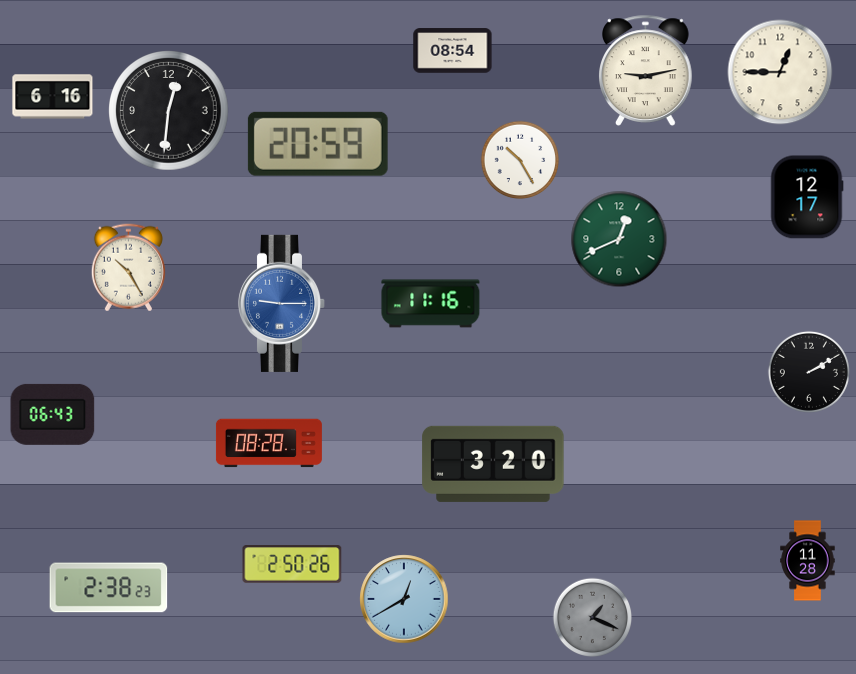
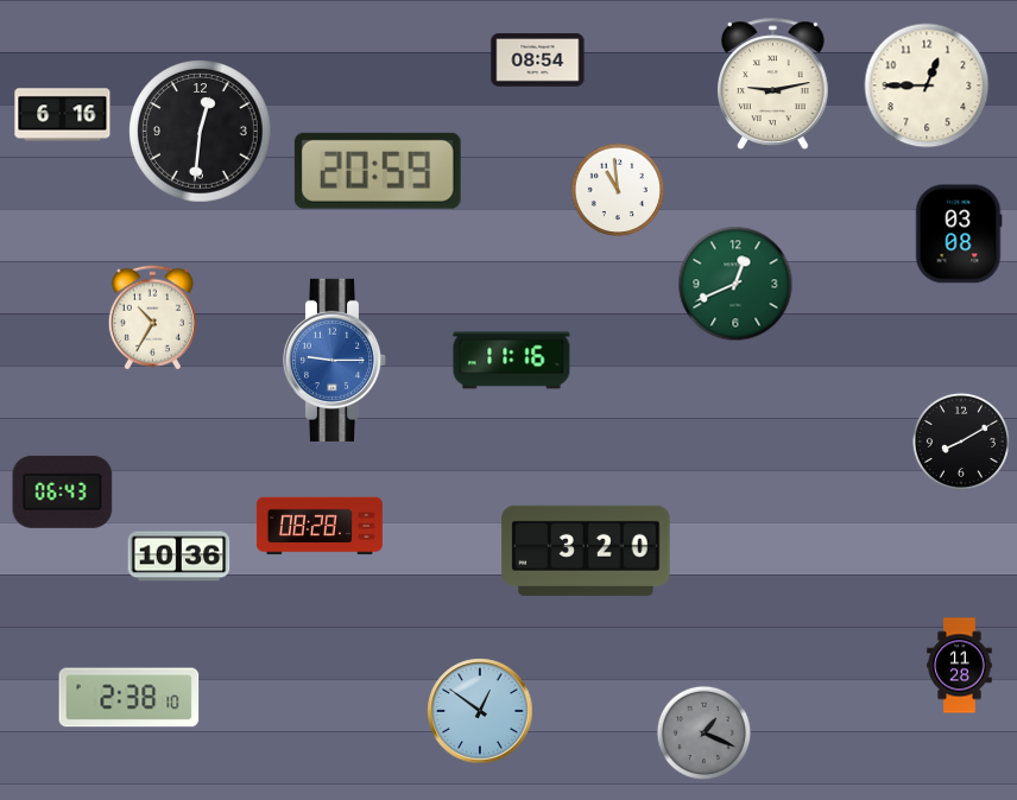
clock at (646, 70) position: (646, 70) -> (773, 83)
clock at (520, 160): 10:25 -> 10:59
clock at (807, 197): 12:17 -> 03:08
clock at (128, 268): 10:25 -> 10:35
clock at (809, 372): 2:10 -> 8:10
clock at (179, 557): none -> 10:36
clock at (292, 564): 2:50 -> none
clock at (109, 588): 2:38:23 -> 2:38:10
clock at (404, 599): 12:40 -> 12:51
